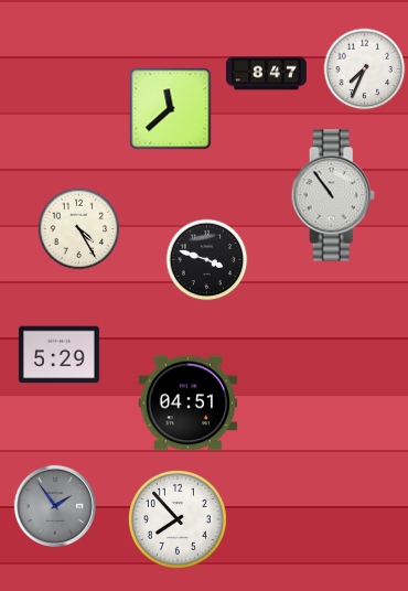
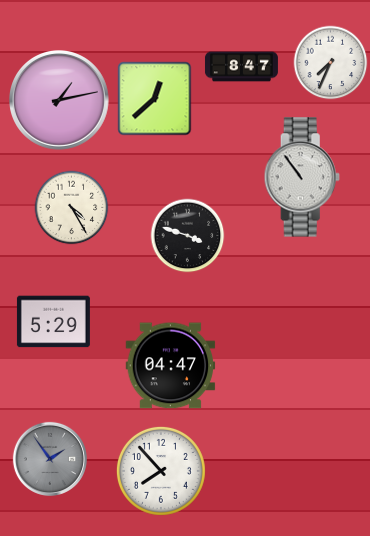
clock at (171, 109): 11:38 -> 12:38
clock at (60, 101): none -> 1:13
clock at (189, 404): 04:51 -> 04:47
